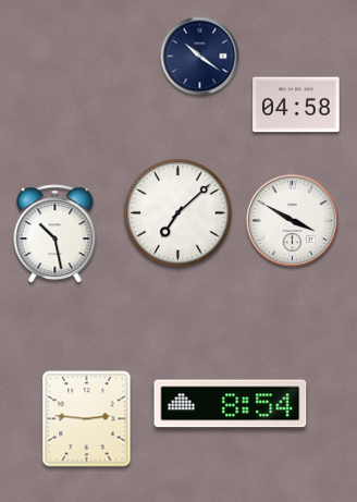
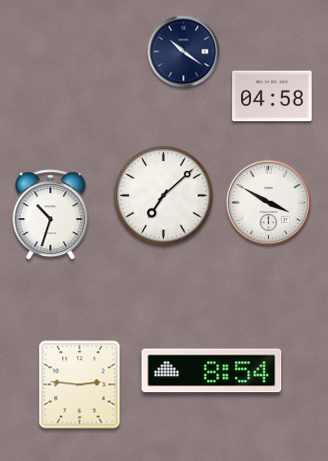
clock at (56, 234): 10:28 -> 10:33
